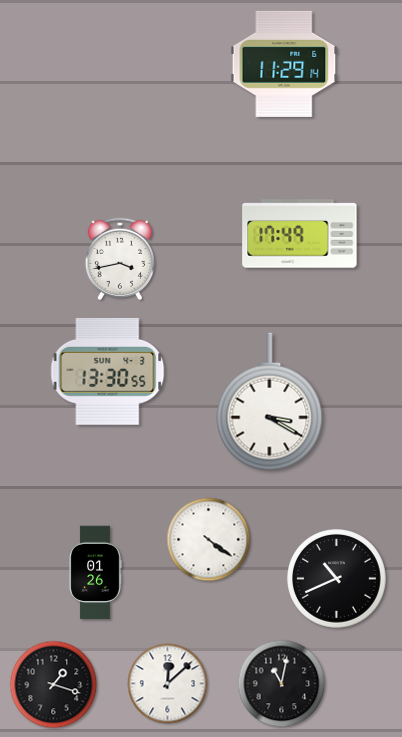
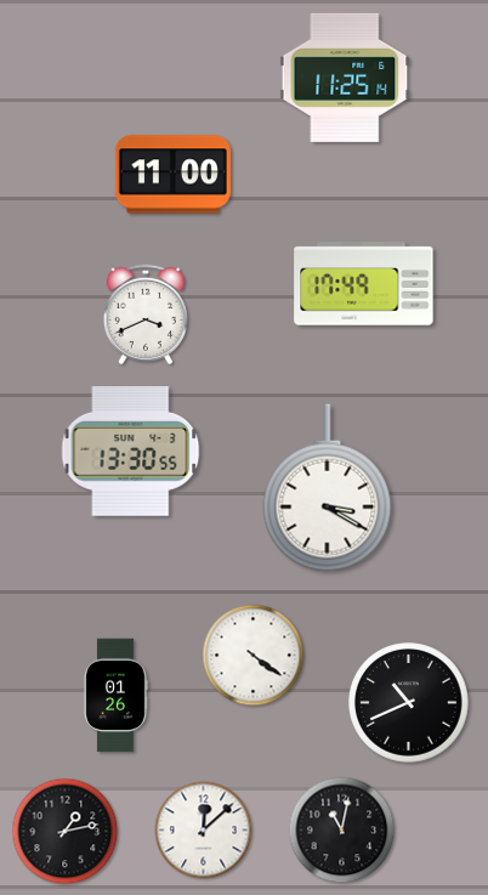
clock at (284, 64): 11:29 -> 11:25
clock at (172, 175): none -> 11:00
clock at (119, 259): 3:43 -> 3:41
clock at (54, 685): 1:18 -> 1:13
